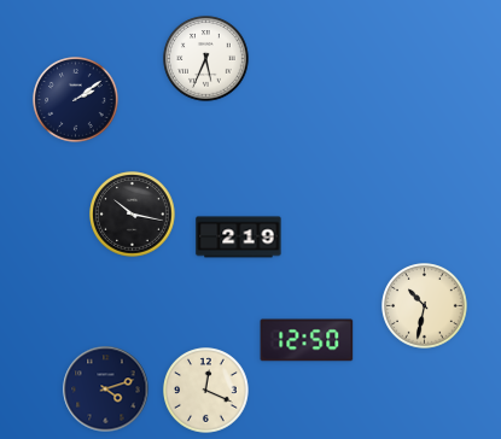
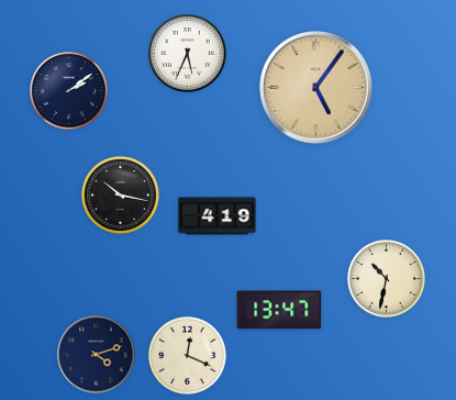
clock at (316, 88): none -> 5:06
clock at (239, 238): 2:19 -> 4:19
clock at (307, 340): 12:50 -> 13:47
